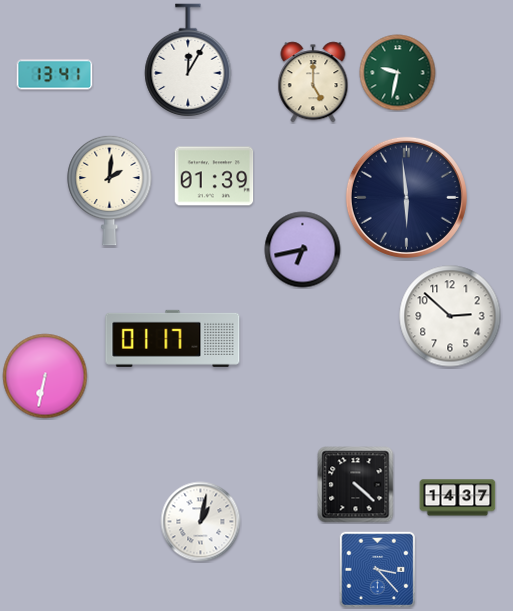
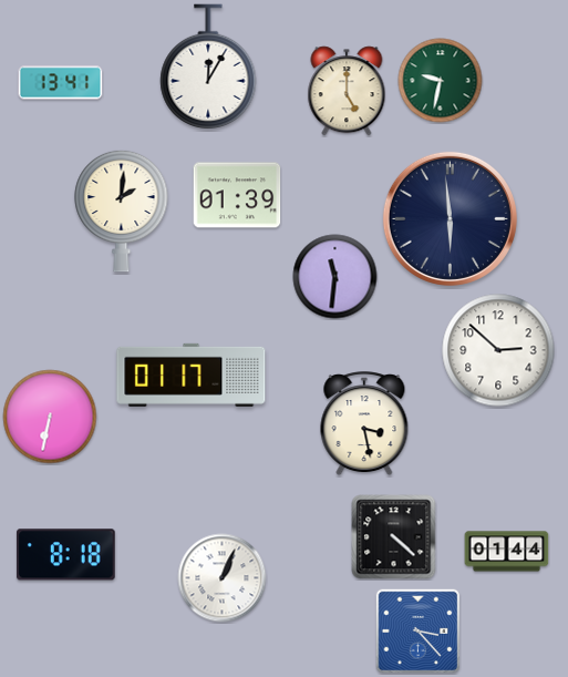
clock at (303, 250): 6:43 -> 11:31
clock at (364, 424): none -> 3:28
clock at (458, 498): 14:37 -> 01:44
clock at (65, 555): none -> 8:18
clock at (201, 522): 1:02 -> 1:04
